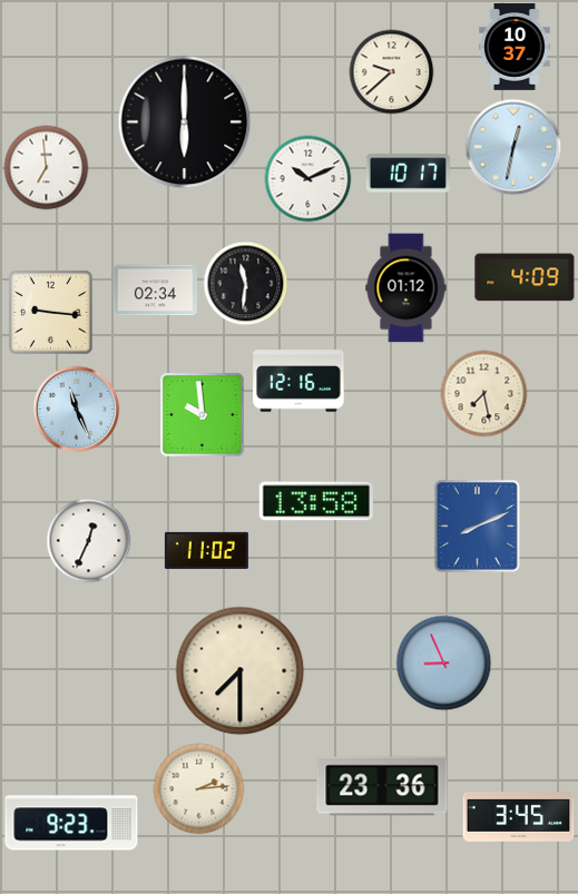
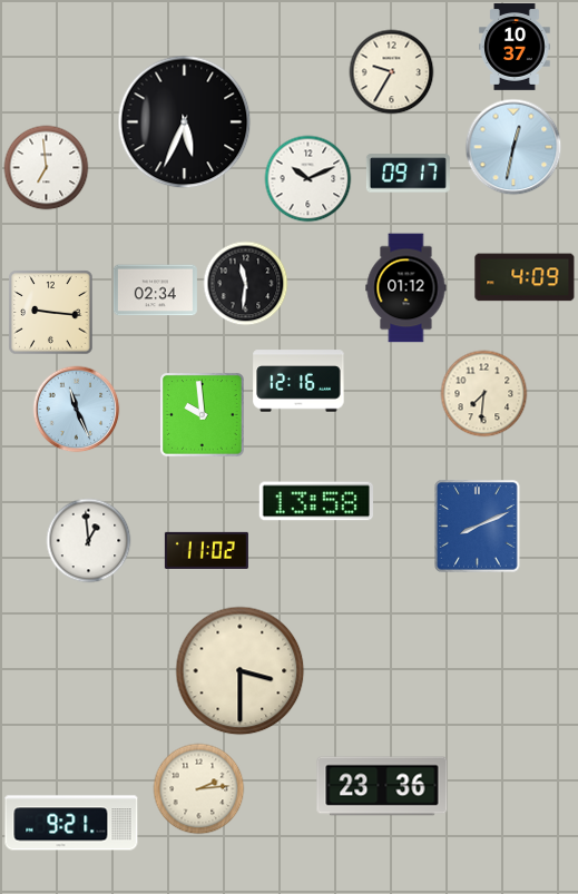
clock at (392, 72): 9:38 -> 9:35
clock at (185, 122): 6:00 -> 5:34
clock at (408, 174): 10:17 -> 09:17
clock at (484, 394): 7:28 -> 7:31
clock at (89, 541): 12:34 -> 12:59
clock at (444, 664): 8:56 -> none
clock at (241, 671): 7:30 -> 3:30
clock at (519, 817): 3:45 -> none
clock at (71, 823): 9:23 -> 9:21
